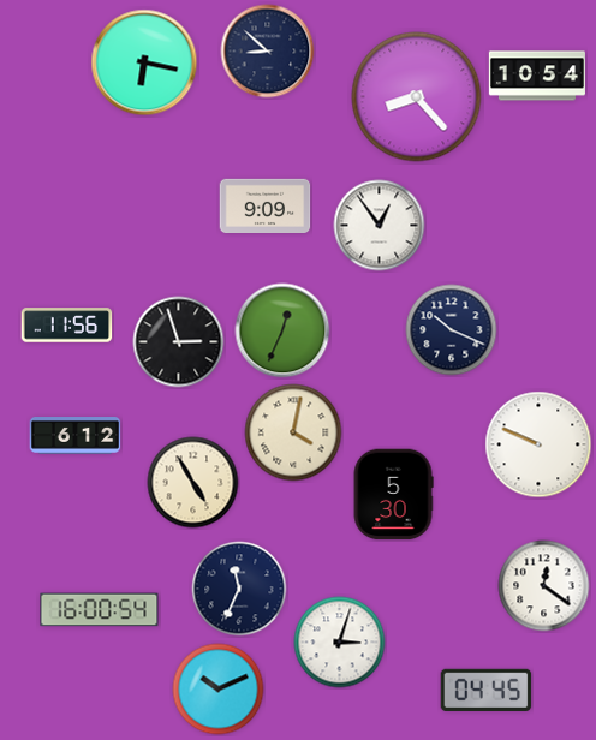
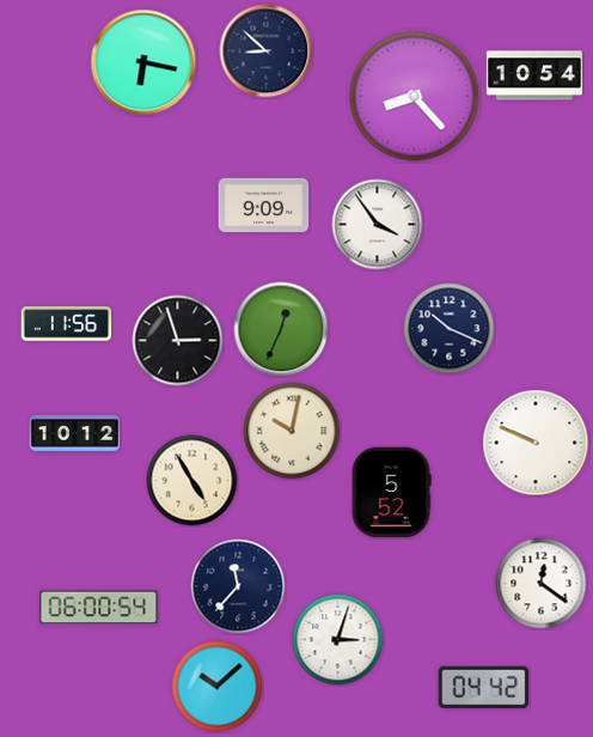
clock at (380, 226): 12:54 -> 3:54
clock at (293, 432): 4:02 -> 10:02
clock at (76, 436): 6:12 -> 10:12
clock at (393, 495): 5:30 -> 5:52
clock at (239, 589): 11:34 -> 11:37
clock at (100, 610): 16:00 -> 06:00
clock at (219, 690): 10:11 -> 10:08
clock at (487, 690): 04:45 -> 04:42
